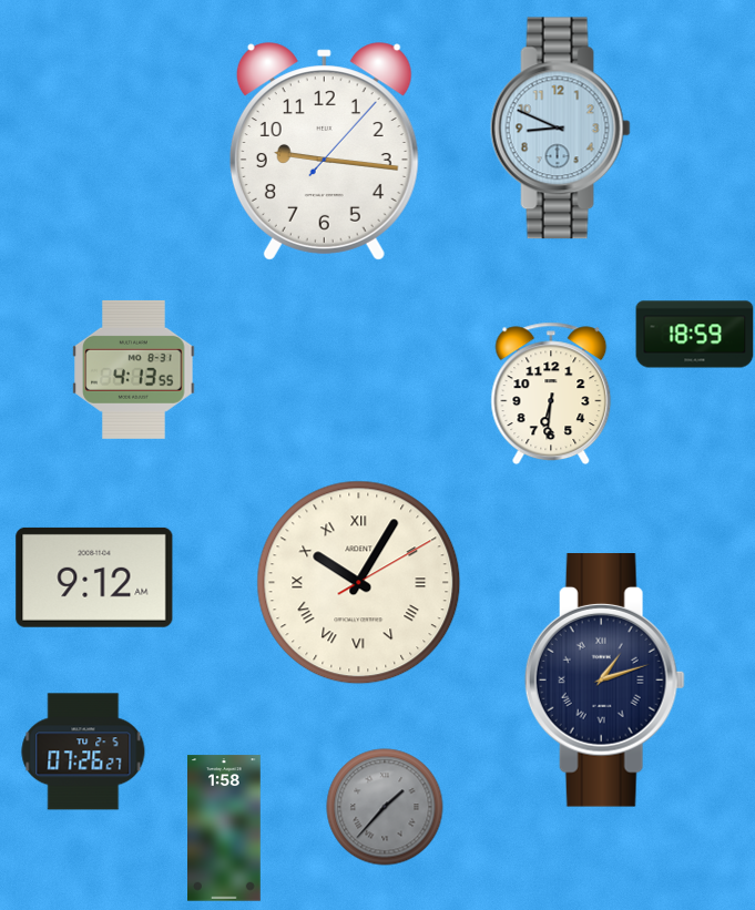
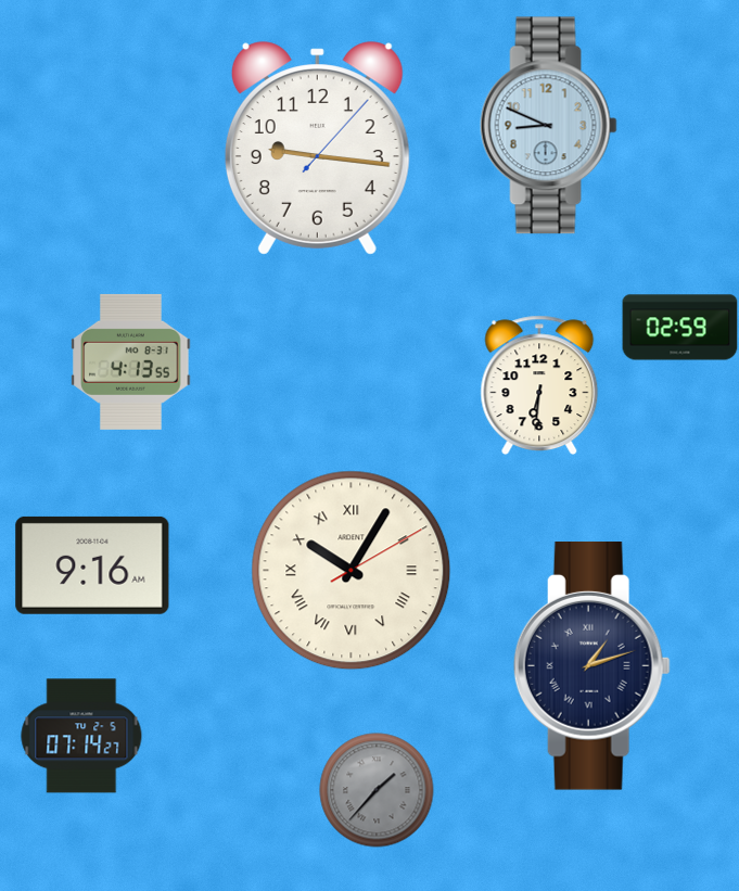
clock at (695, 335): 18:59 -> 02:59
clock at (94, 577): 9:12 -> 9:16
clock at (83, 751): 07:26 -> 07:14
clock at (225, 828): 1:58 -> none
